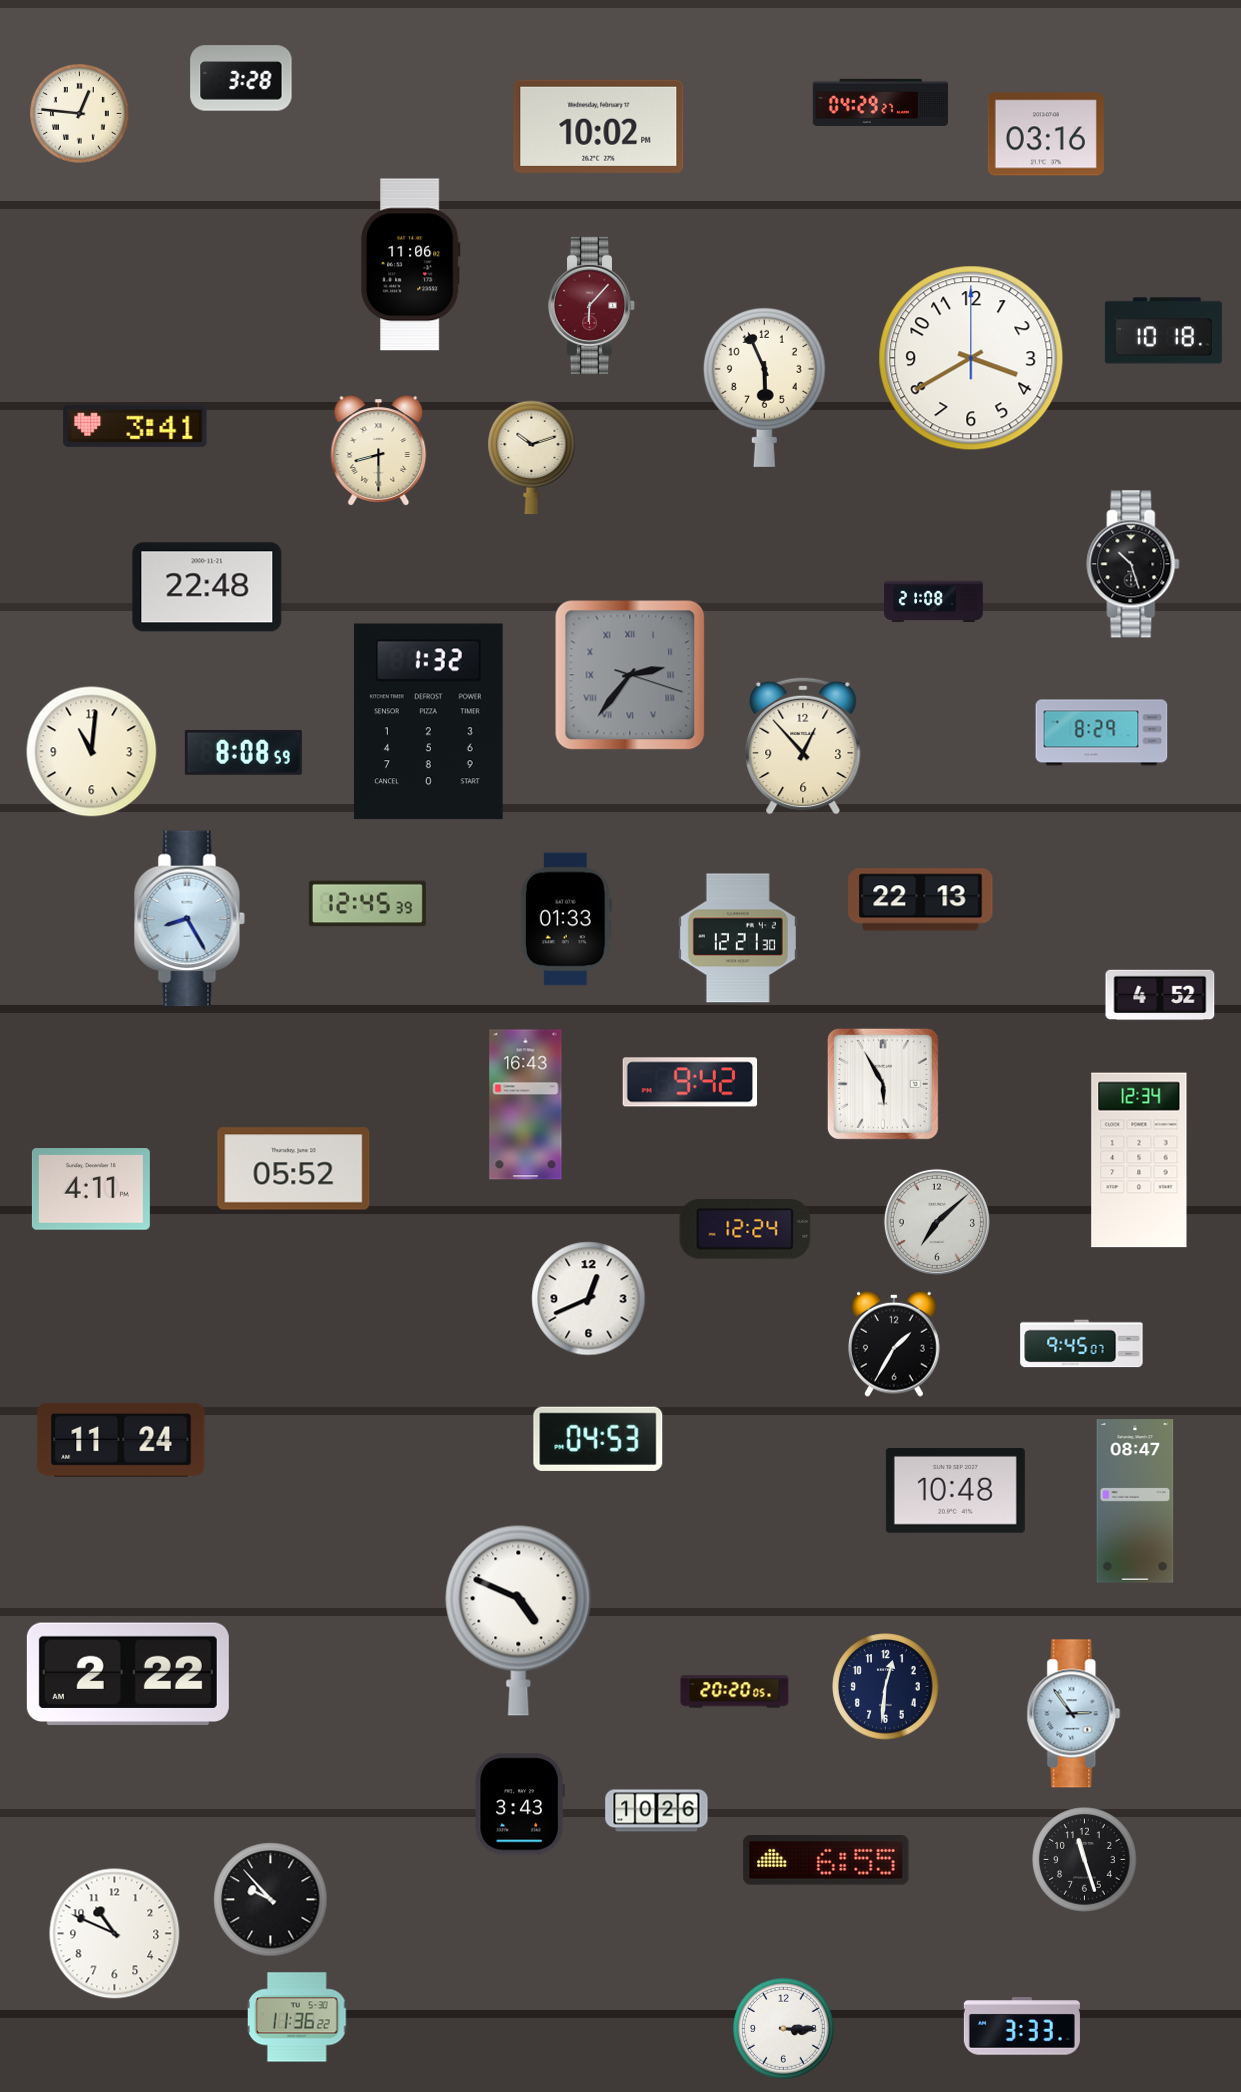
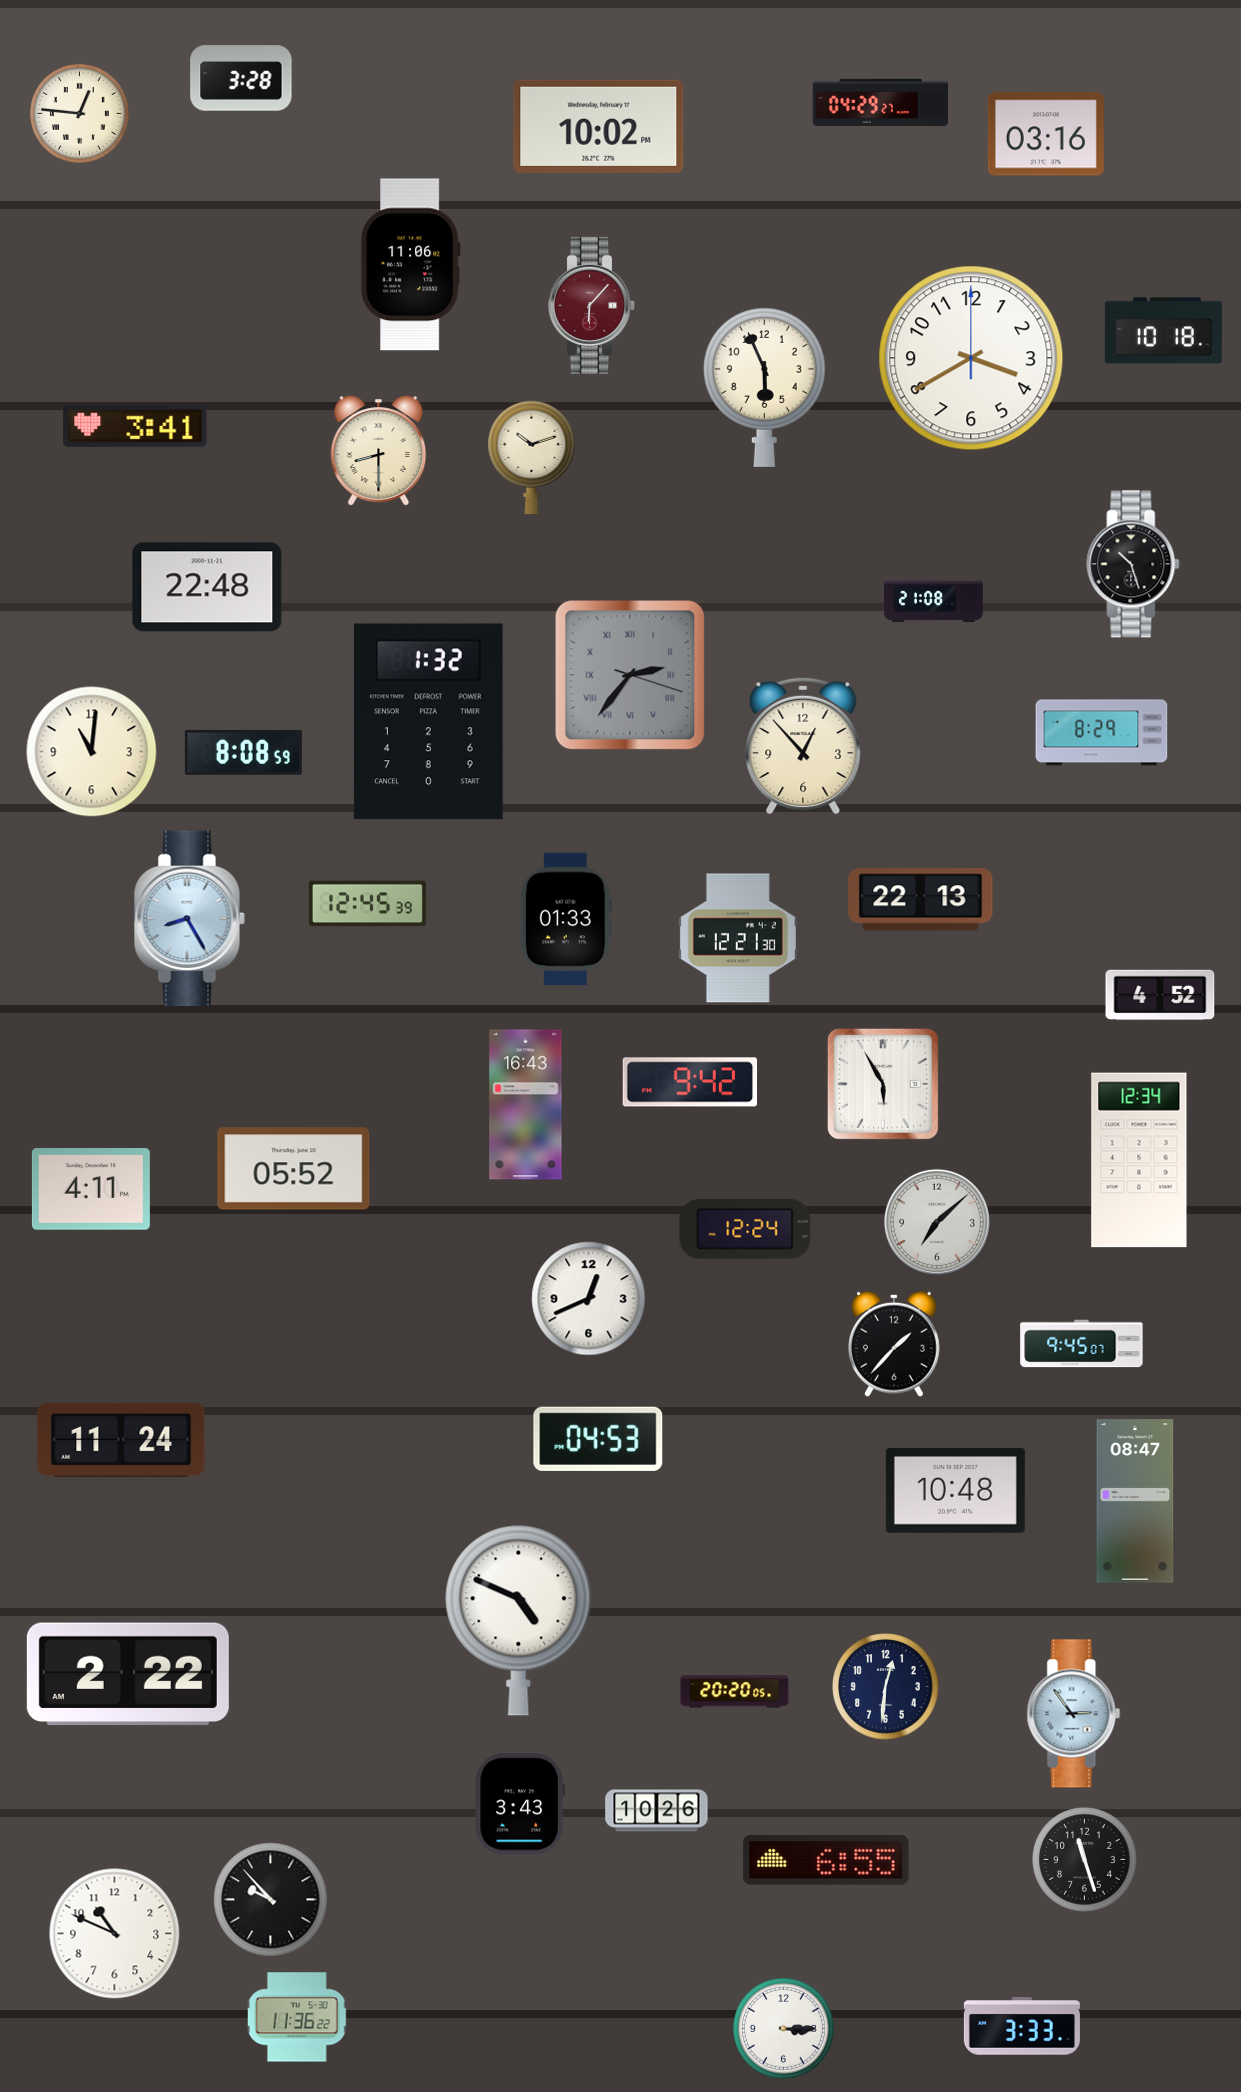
clock at (895, 1344): 1:35 -> 1:37
